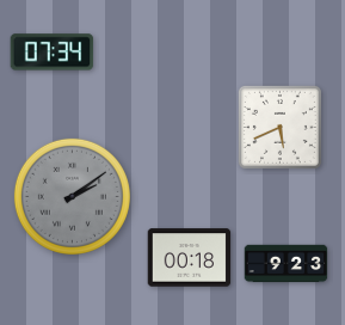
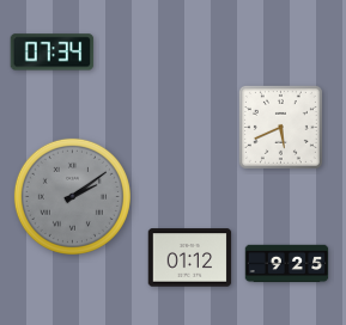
clock at (190, 258): 00:18 -> 01:12
clock at (287, 264): 9:23 -> 9:25
